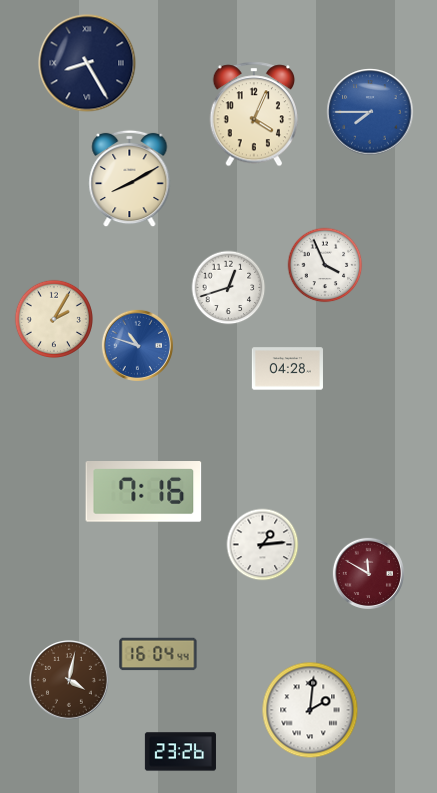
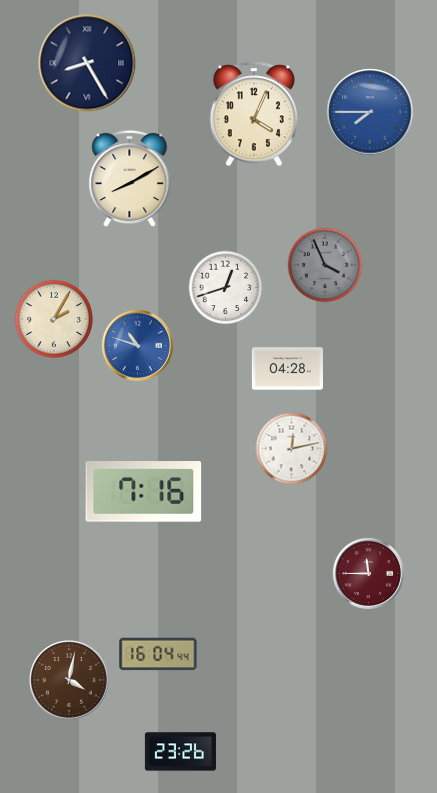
clock at (325, 265) dial: white -> grey
clock at (229, 288) position: (229, 288) -> (226, 288)
clock at (292, 449): none -> 12:13
clock at (263, 545): 1:14 -> none
clock at (368, 573): 11:50 -> 11:45
clock at (310, 710): 2:01 -> none
